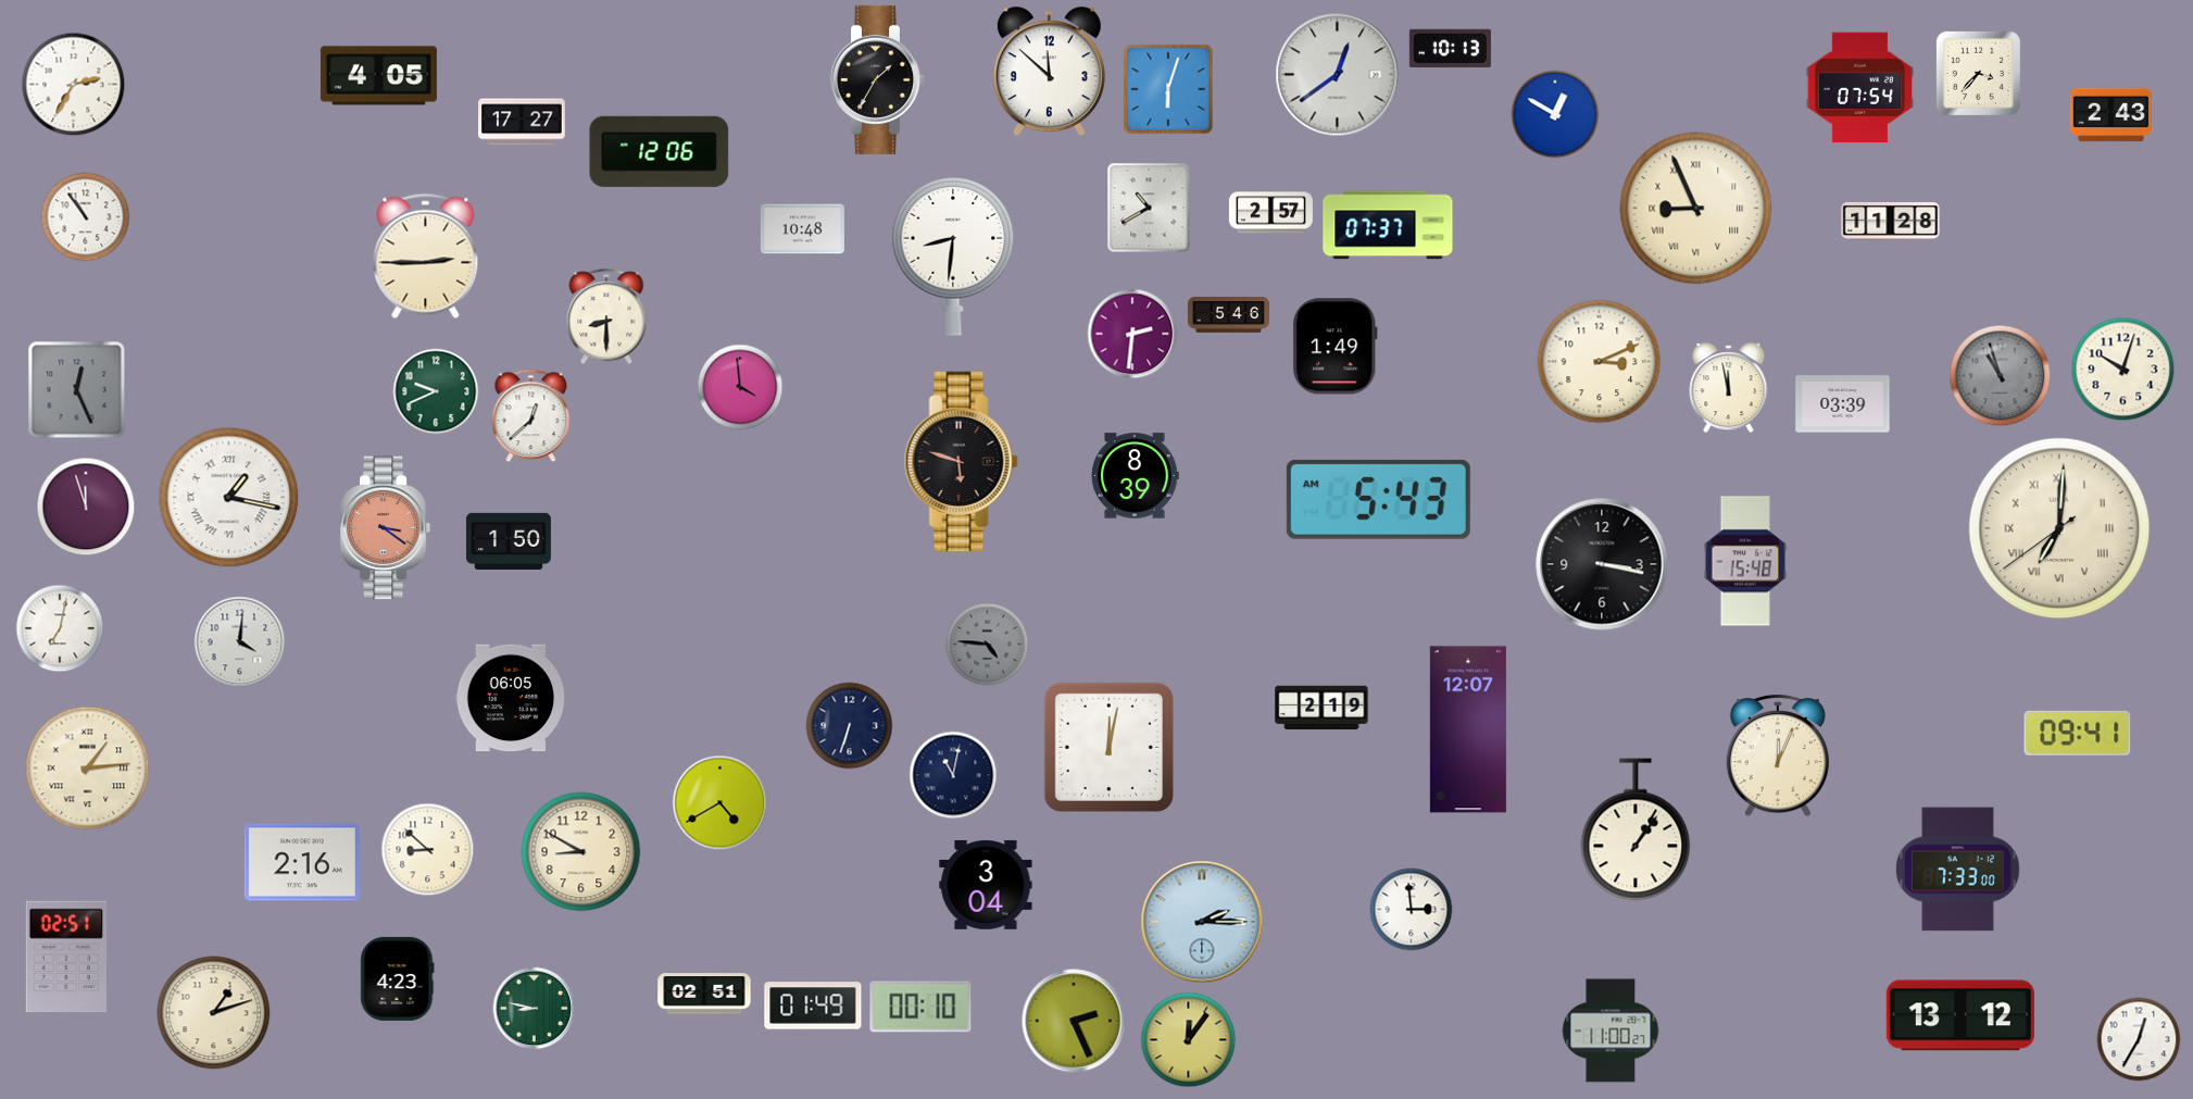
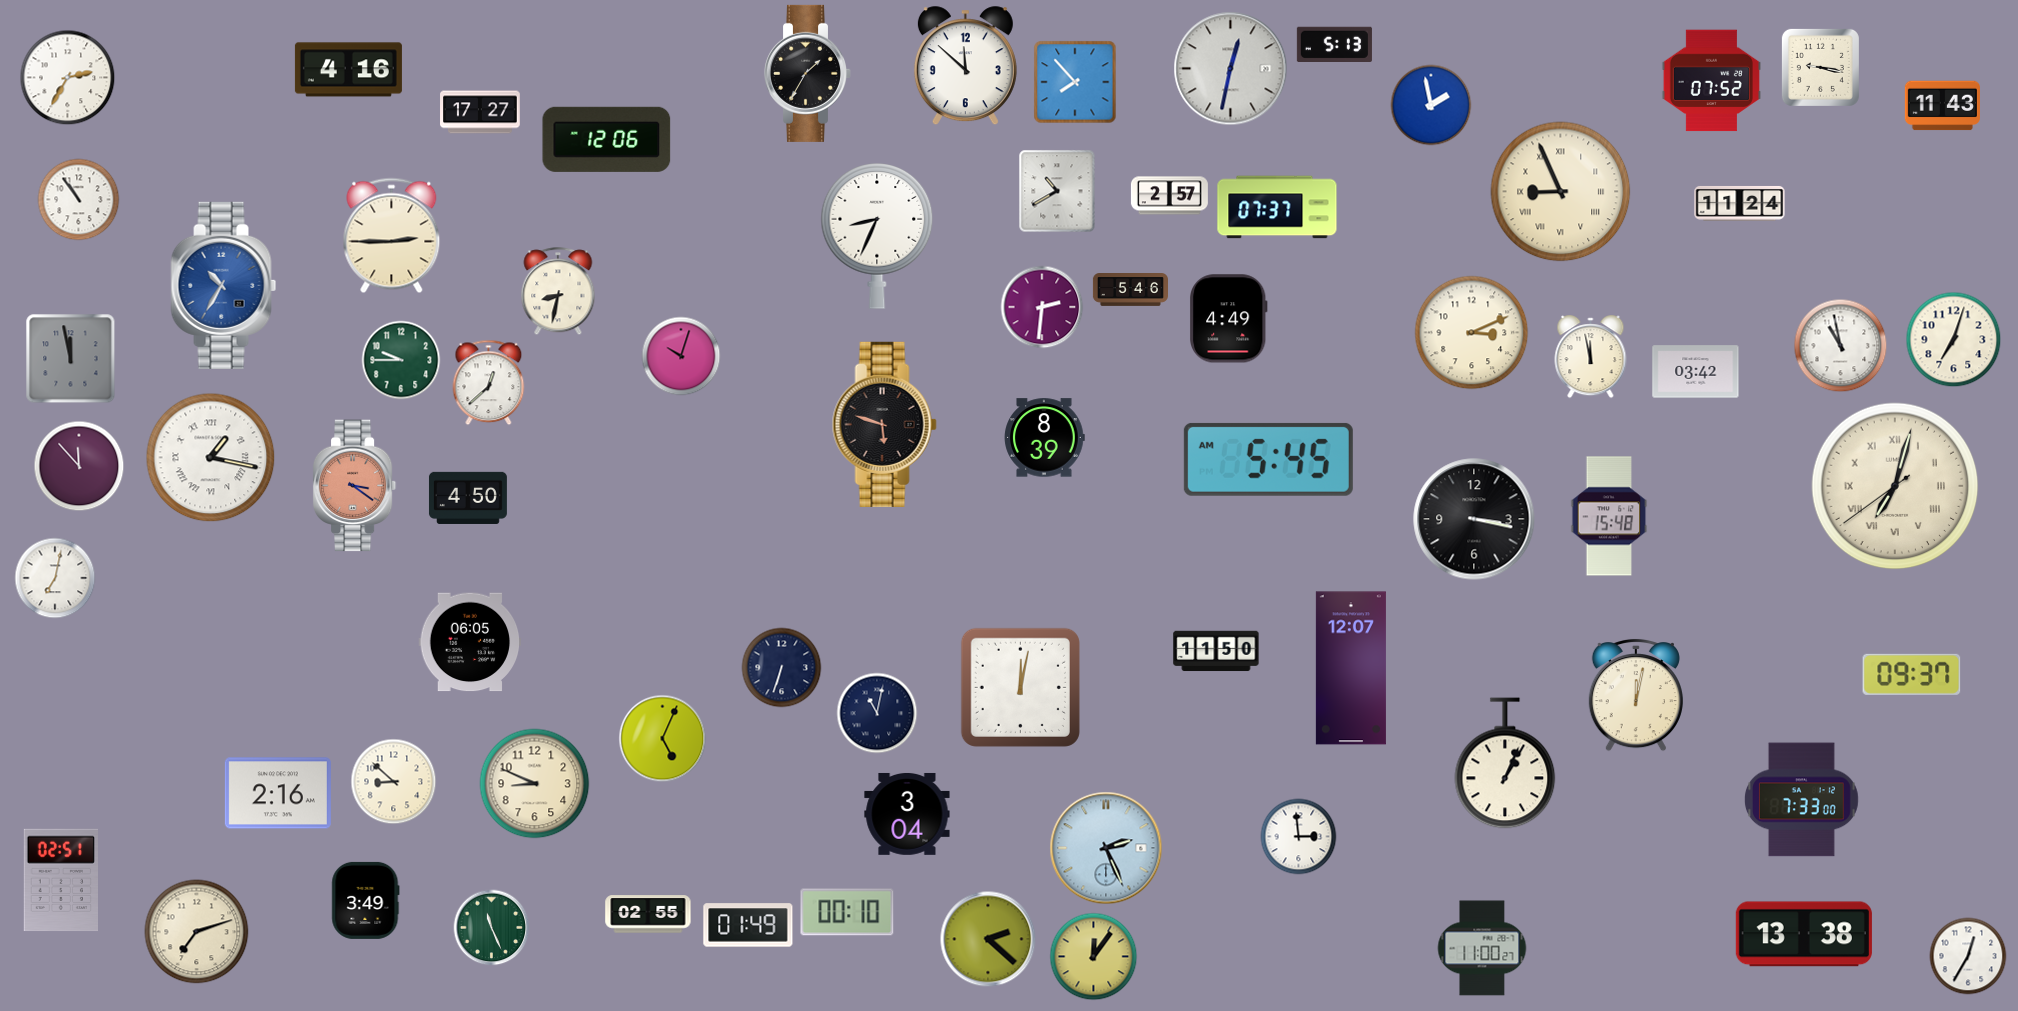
clock at (1450, 49): 10:13 -> 5:13
clock at (1978, 73): 3:37 -> 9:17
clock at (1338, 75): 12:39 -> 12:32
clock at (378, 76): 4:05 -> 4:16
clock at (1859, 88): 07:54 -> 07:52
clock at (1168, 89): 6:03 -> 7:53
clock at (1555, 114): 12:50 -> 1:58
clock at (2110, 115): 2:43 -> 11:43
clock at (1891, 221): 11:28 -> 11:24
clock at (802, 229): 10:48 -> none
clock at (953, 257): 8:31 -> 8:34
clock at (224, 285): none -> 10:35
clock at (606, 317): 8:30 -> 8:32
clock at (1334, 347): 1:49 -> 4:49
clock at (2123, 370): 10:03 -> 7:03
clock at (2001, 376): 10:57 -> 10:58
clock at (2001, 376) dial: grey -> white
clock at (740, 387): 3:59 -> 10:03
clock at (77, 390): 12:26 -> 11:58
clock at (436, 391): 9:41 -> 9:45
clock at (1843, 404): 03:39 -> 03:42
clock at (1378, 499): 5:43 -> 5:45
clock at (86, 507): 11:57 -> 11:53
clock at (2059, 528): 7:00 -> 7:02
clock at (509, 541): 1:50 -> 4:50
clock at (1745, 561) position: (1745, 561) -> (1609, 516)
clock at (240, 642): 4:01 -> none
clock at (988, 645): 4:46 -> none
clock at (1321, 708): 2:19 -> 11:50
clock at (1468, 729) position: (1468, 729) -> (1351, 668)
clock at (2078, 733): 09:41 -> 09:37
clock at (1778, 755): 12:04 -> 12:02
clock at (88, 769): 1:14 -> none
clock at (720, 803): 4:40 -> 5:04
clock at (1636, 829): 1:06 -> 1:04
clock at (581, 852): 8:50 -> 8:49
clock at (1202, 922): 2:15 -> 2:26
clock at (398, 978): 4:23 -> 3:49
clock at (704, 994): 02:51 -> 02:55
clock at (920, 1007) position: (920, 1007) -> (847, 912)
clock at (535, 1009): 8:47 -> 11:26
clock at (214, 1013): 1:12 -> 7:12
clock at (1960, 1015): 13:12 -> 13:38
clock at (1074, 1021): 2:26 -> 2:22
